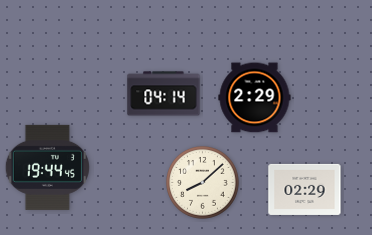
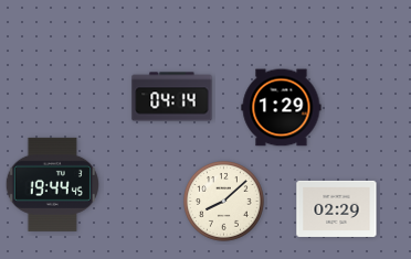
clock at (164, 94) position: (164, 94) -> (172, 97)
clock at (255, 98): 2:29 -> 1:29
